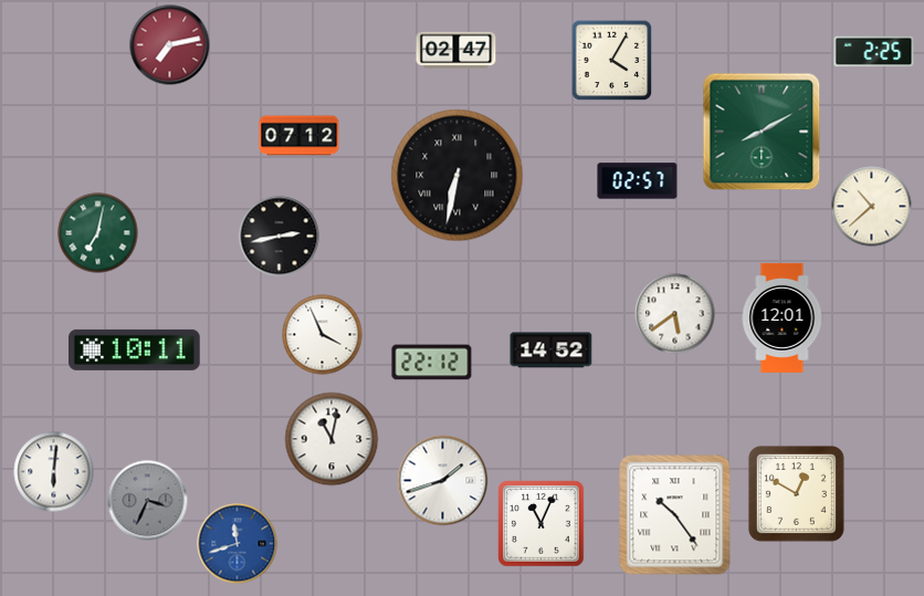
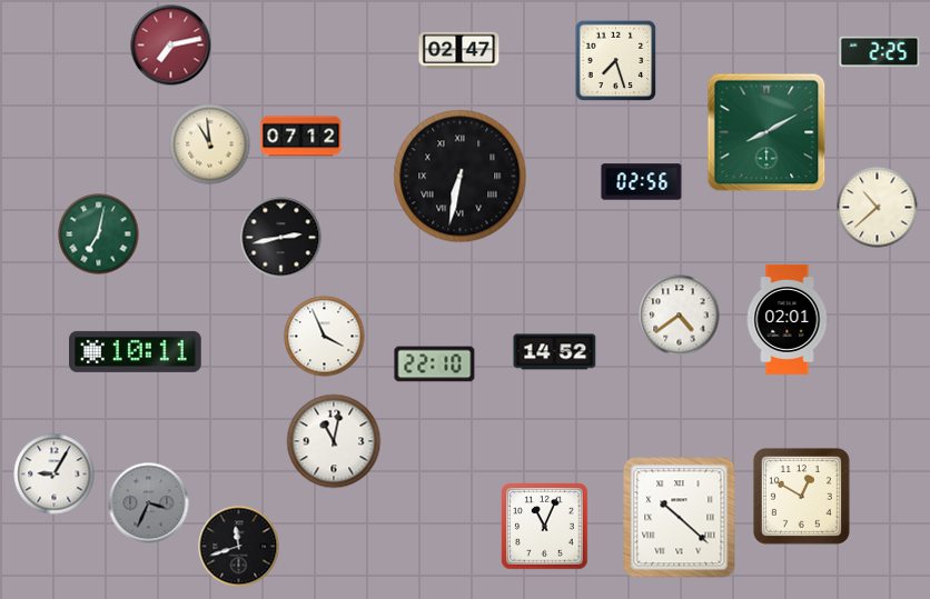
clock at (612, 61): 4:05 -> 7:27
clock at (210, 144): none -> 10:59
clock at (638, 181): 02:57 -> 02:56
clock at (675, 314): 5:39 -> 4:39
clock at (783, 317): 12:01 -> 02:01
clock at (432, 363): 22:12 -> 22:10
clock at (54, 472): 6:01 -> 9:05
clock at (443, 481): 1:42 -> none
clock at (675, 515): 10:24 -> 10:22
clock at (238, 544) dial: blue -> black
